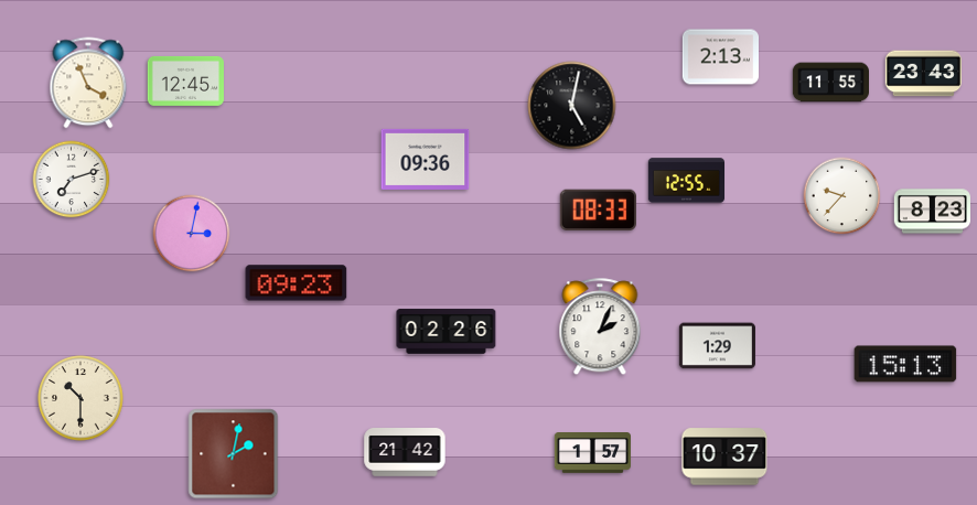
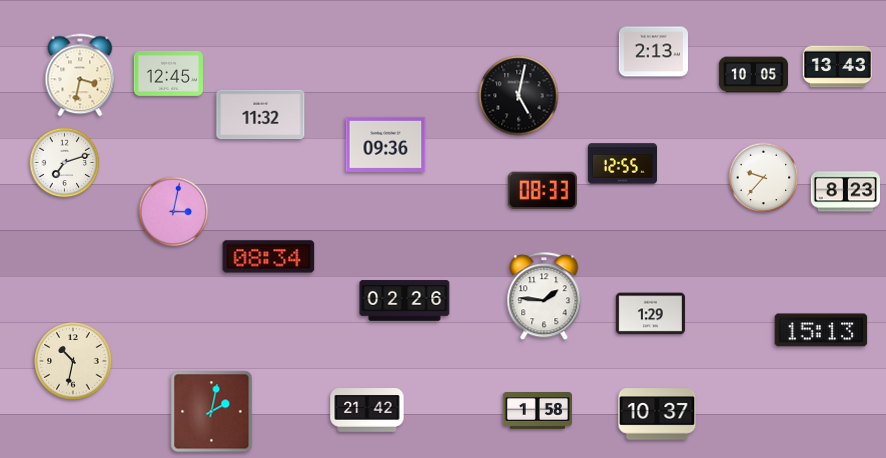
clock at (923, 74): 23:43 -> 13:43
clock at (88, 83): 3:56 -> 3:32
clock at (830, 83): 11:55 -> 10:05
clock at (261, 115): none -> 11:32
clock at (297, 283): 09:23 -> 08:34
clock at (600, 327): 2:04 -> 1:46
clock at (80, 398): 10:30 -> 10:32
clock at (592, 453): 1:57 -> 1:58
